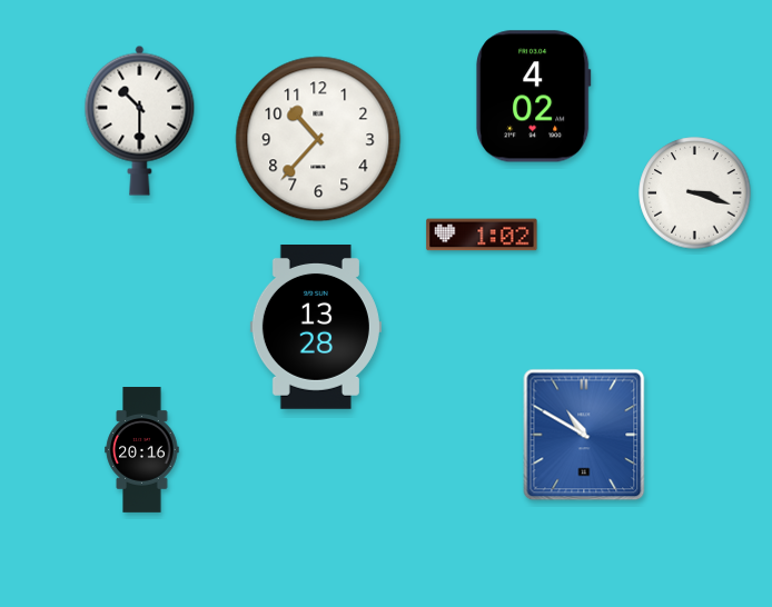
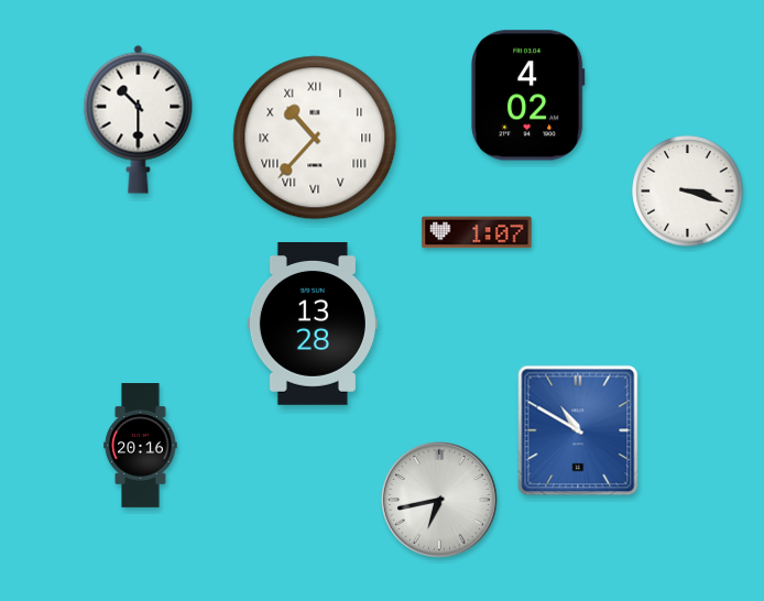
clock at (318, 139) numerals: Arabic -> Roman
clock at (482, 235): 1:02 -> 1:07
clock at (439, 500): none -> 6:43
